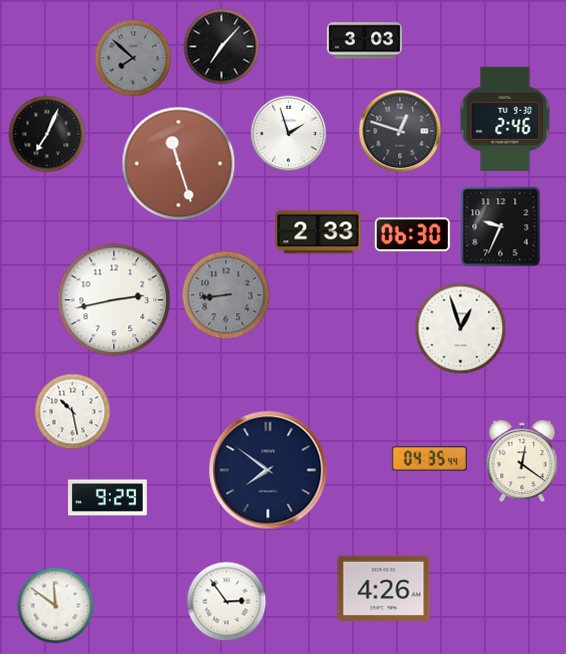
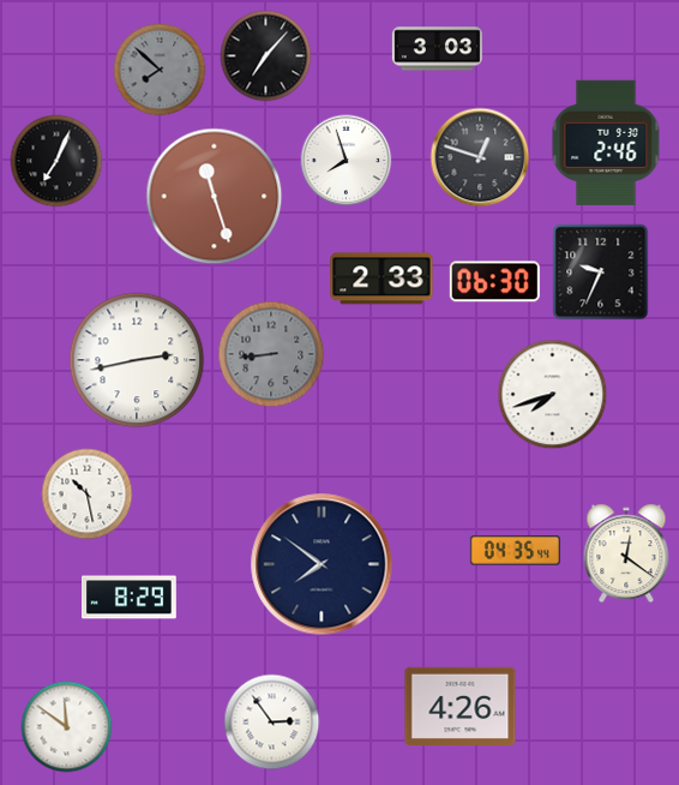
clock at (289, 134): 1:57 -> 7:57
clock at (461, 329): 12:57 -> 7:42
clock at (108, 498): 9:29 -> 8:29
